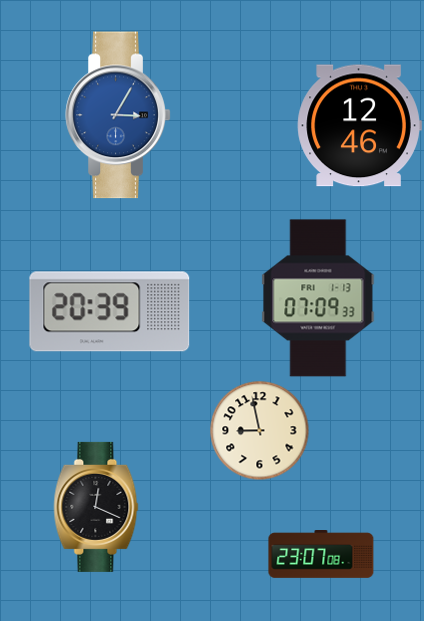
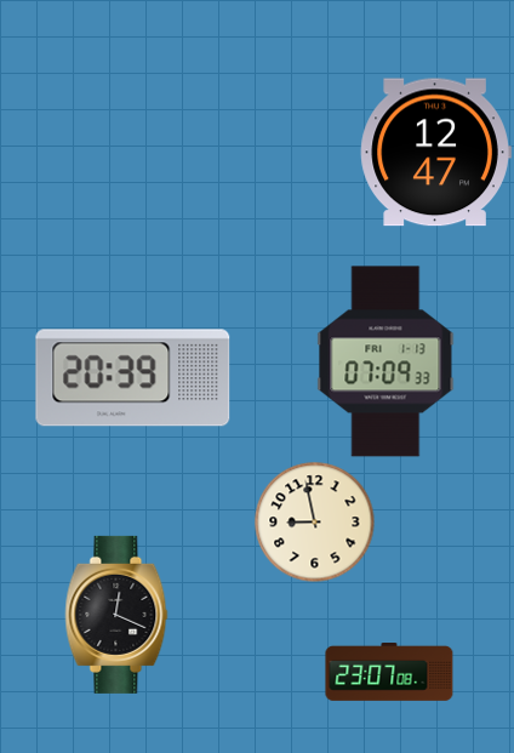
clock at (118, 115): 3:05 -> none
clock at (359, 126): 12:46 -> 12:47
